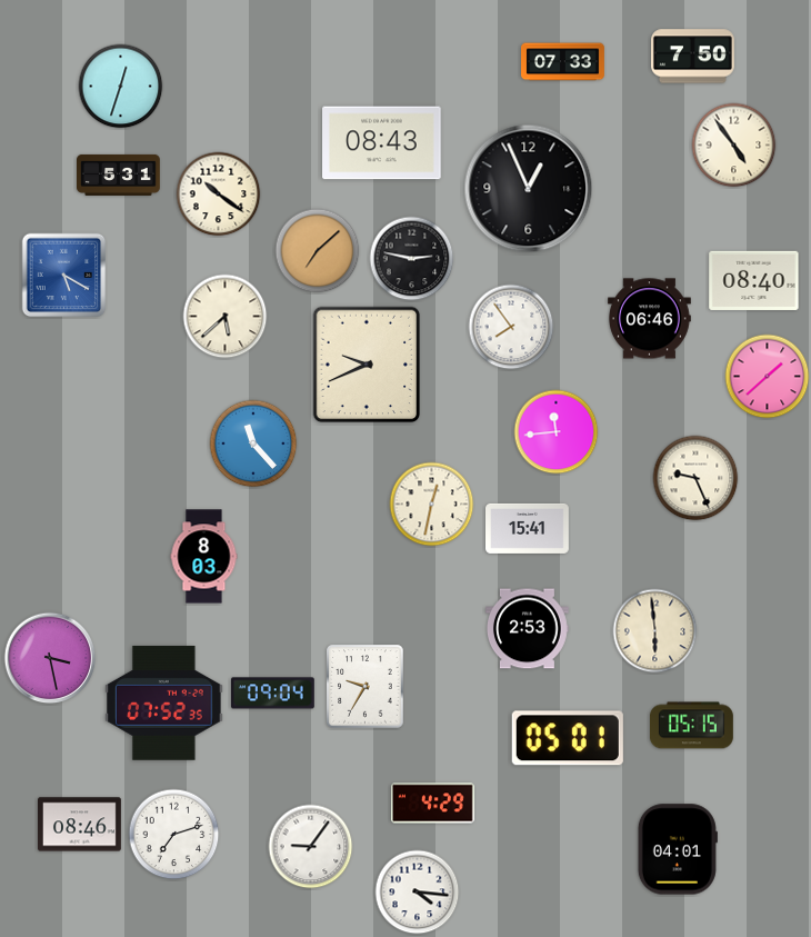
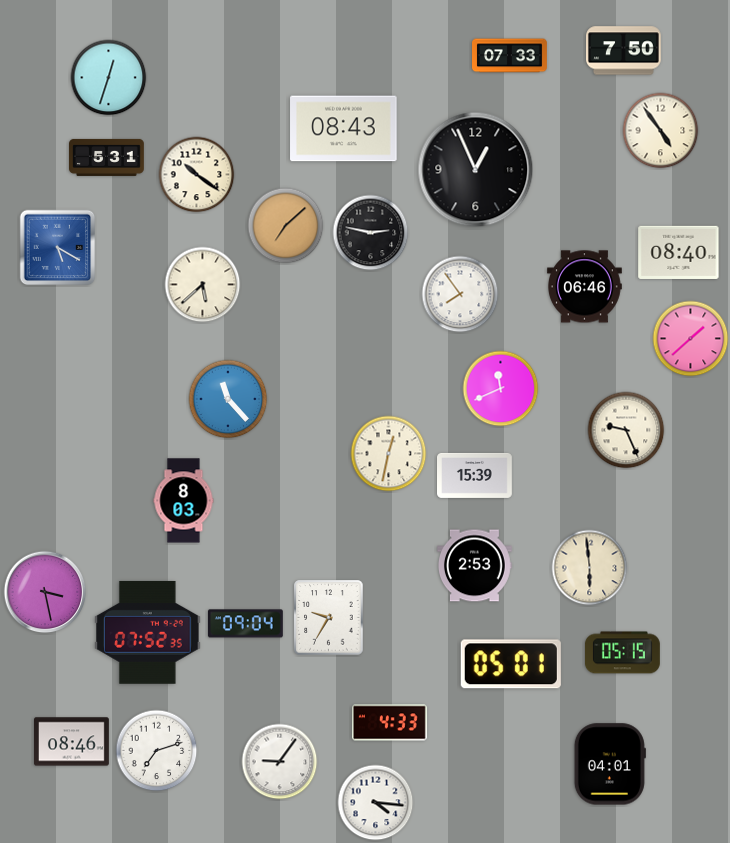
clock at (563, 62) position: (563, 62) -> (510, 56)
clock at (367, 365): 9:41 -> none
clock at (557, 432): 11:44 -> 11:41
clock at (528, 528): 15:41 -> 15:39
clock at (432, 804): 4:29 -> 4:33
